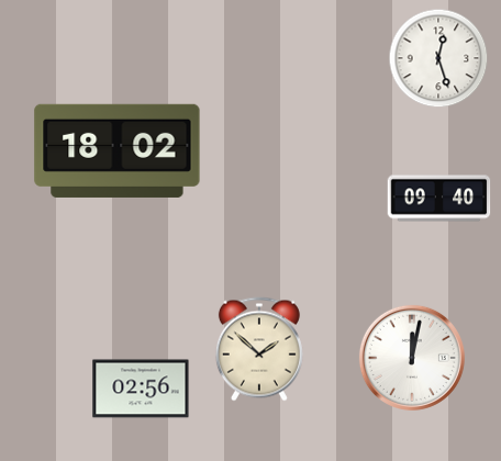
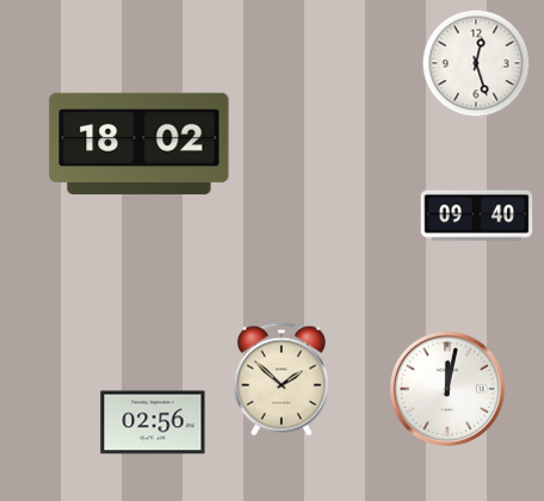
clock at (118, 150) position: (118, 150) -> (140, 143)
